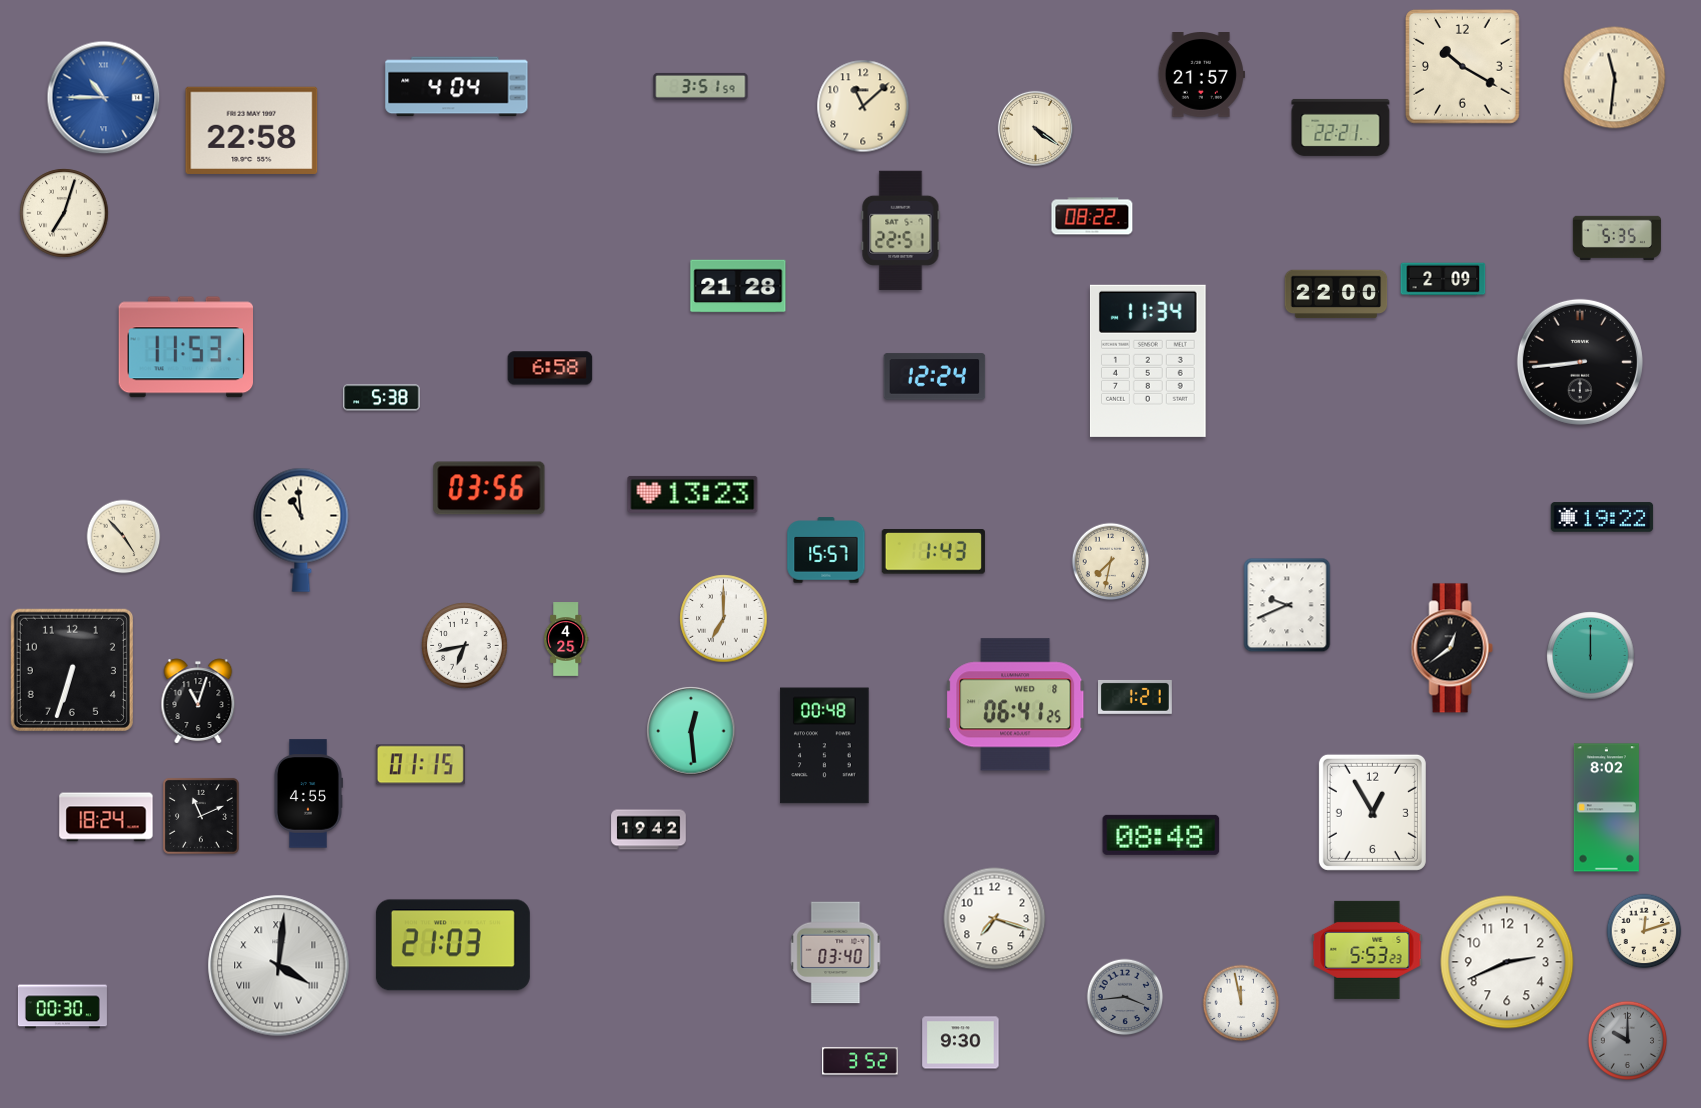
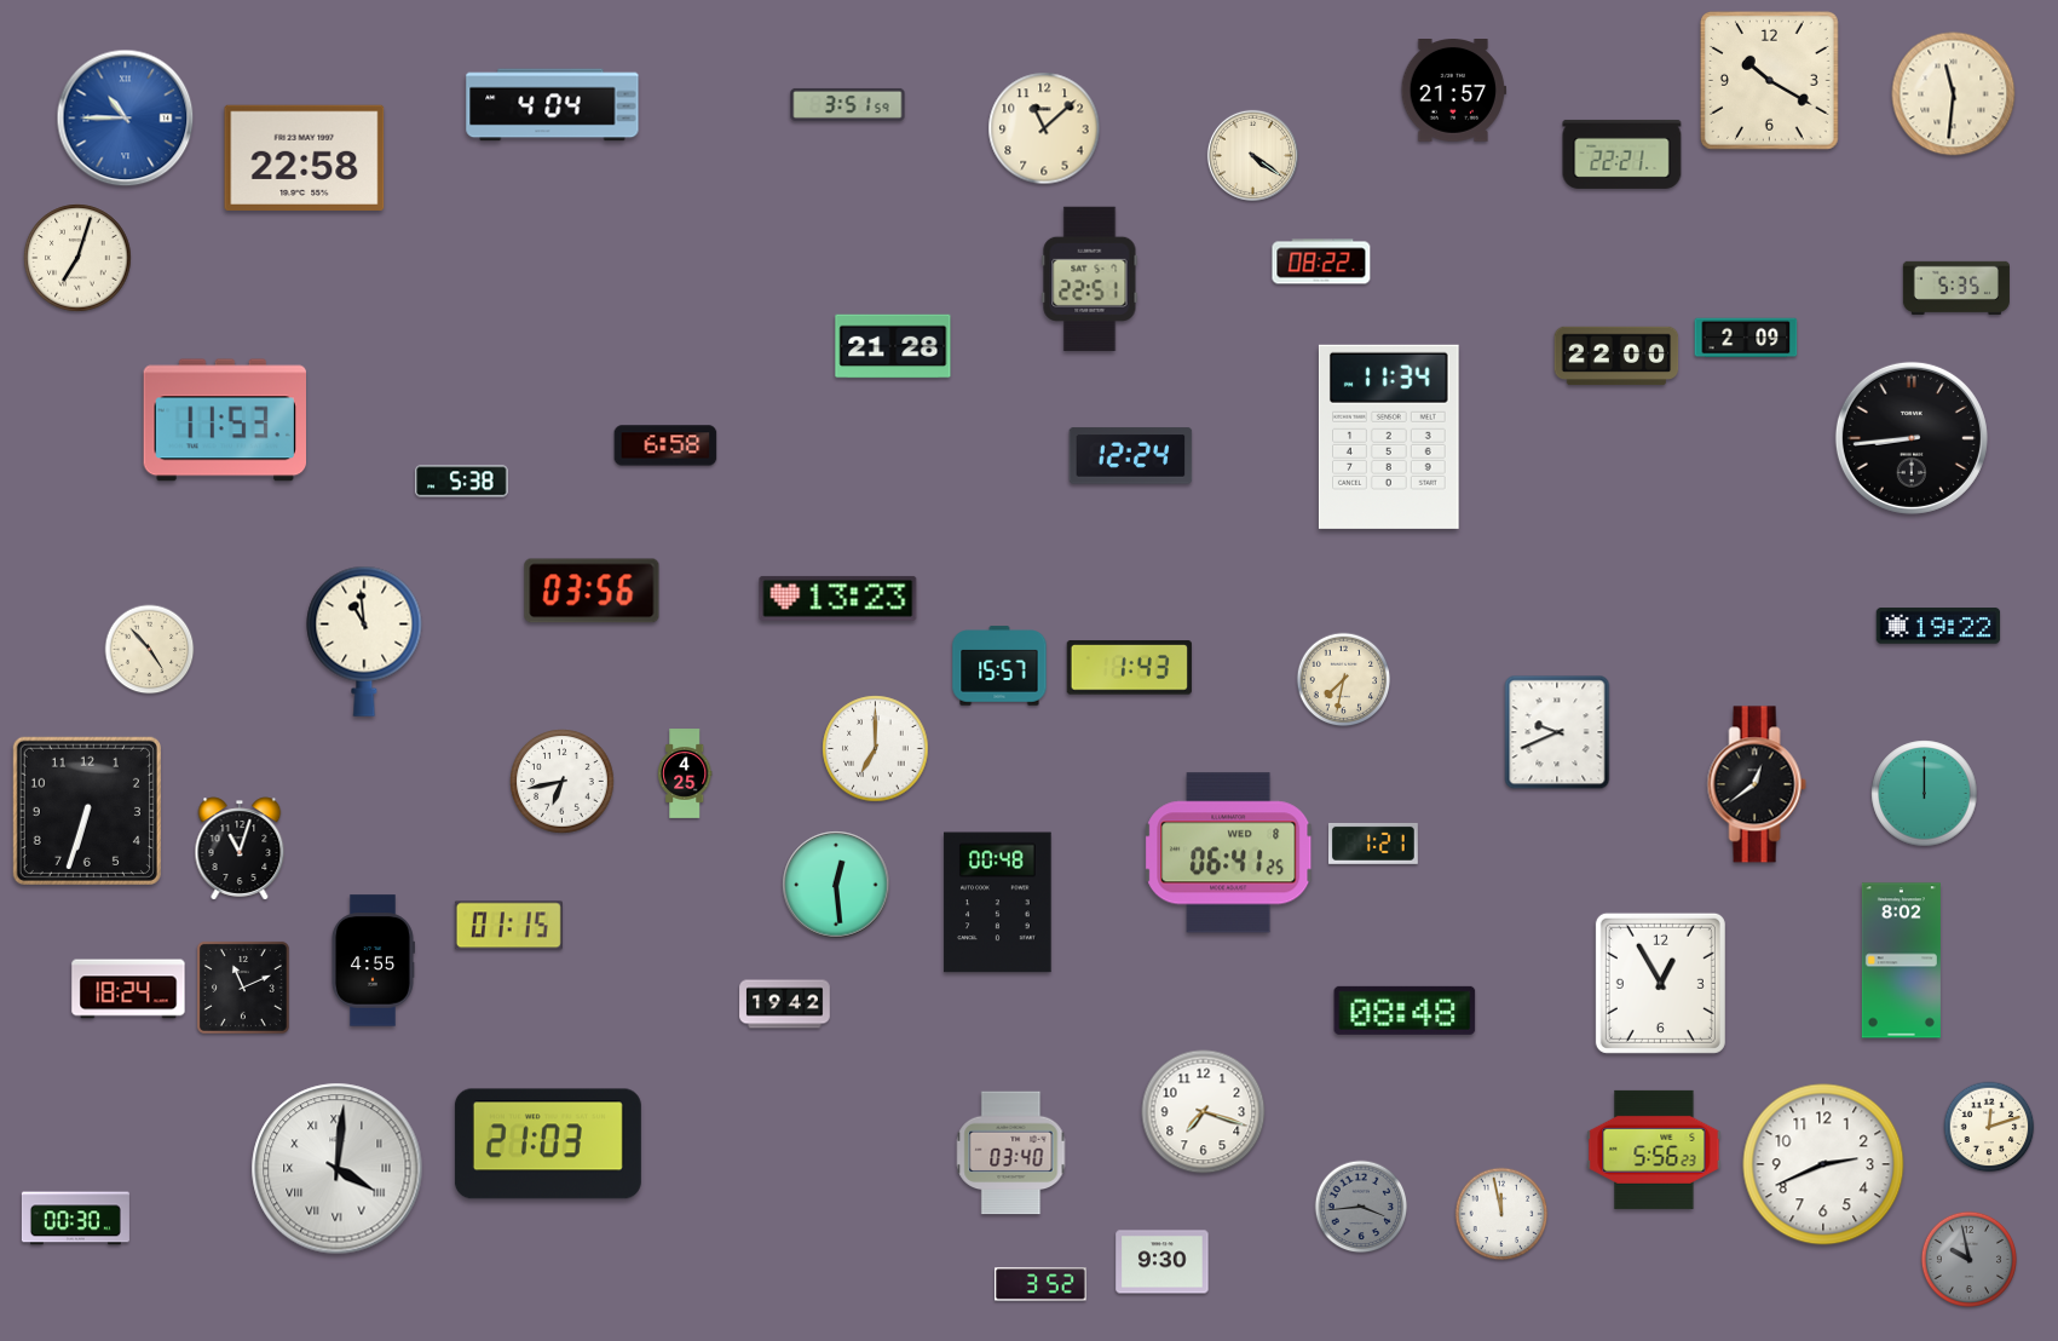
clock at (1606, 808) position: (1606, 808) -> (1901, 961)
clock at (1367, 950): 5:53 -> 5:56
clock at (1627, 1040): 10:00 -> 9:58
